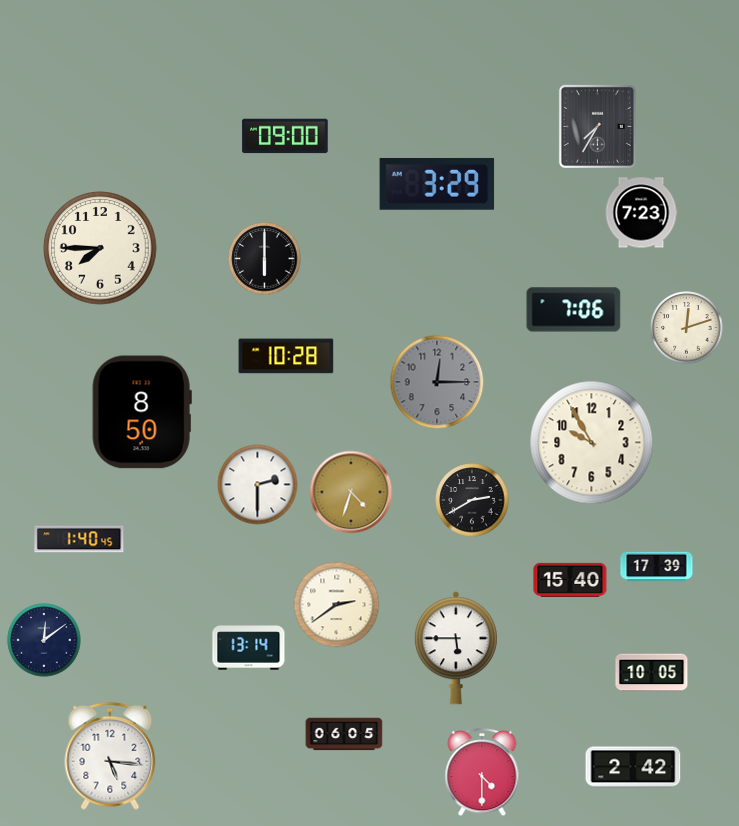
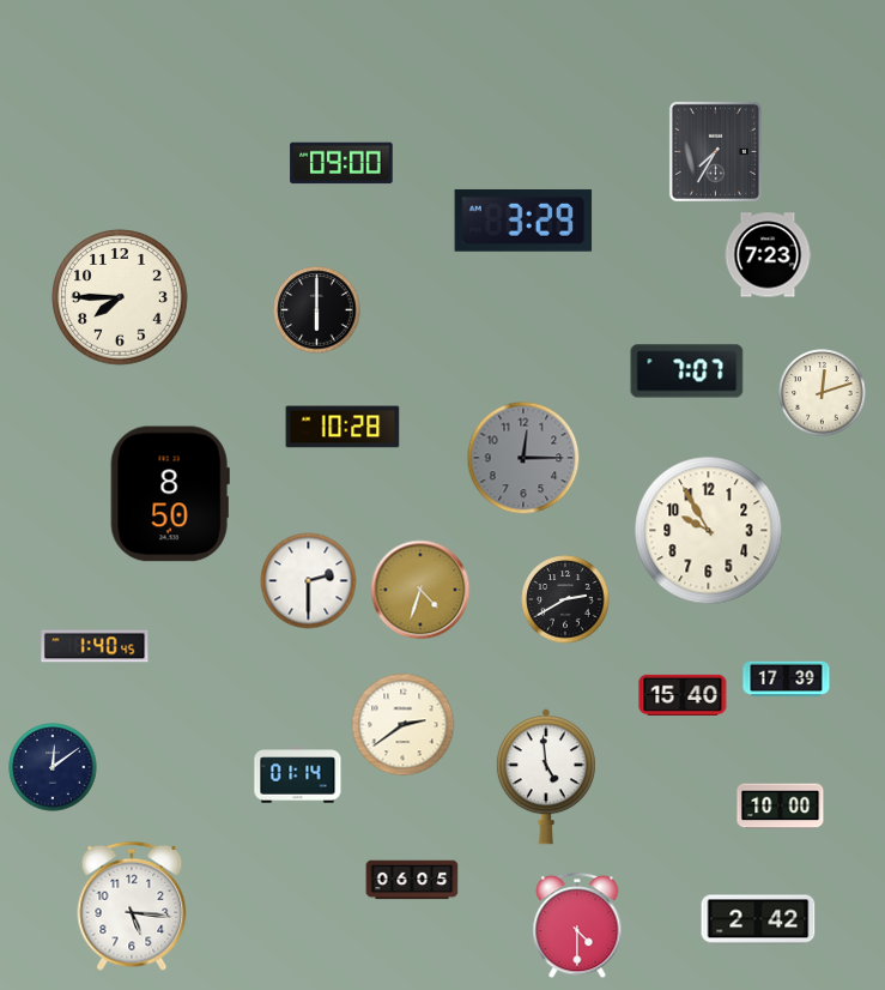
clock at (574, 310): 7:06 -> 7:07
clock at (249, 647): 13:14 -> 01:14
clock at (456, 648): 5:45 -> 4:59
clock at (652, 673): 10:05 -> 10:00
